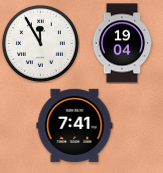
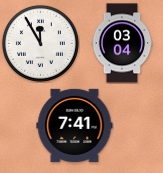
clock at (122, 43): 19:04 -> 03:04
